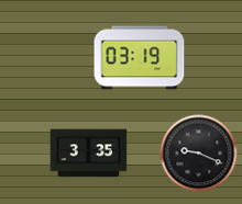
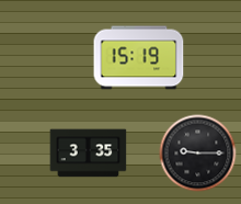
clock at (140, 58): 03:19 -> 15:19
clock at (199, 154): 9:19 -> 9:15
